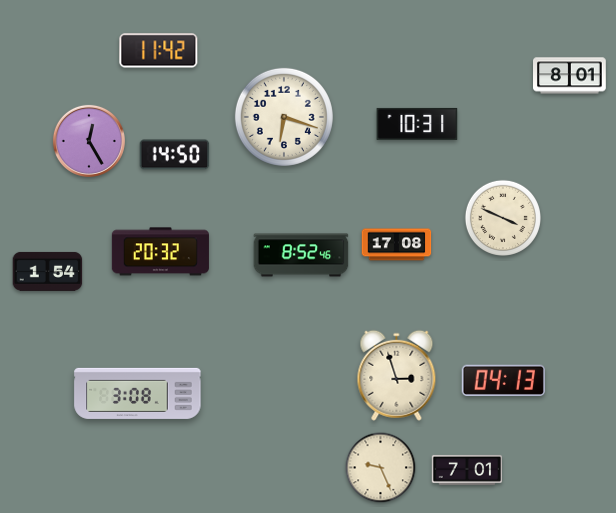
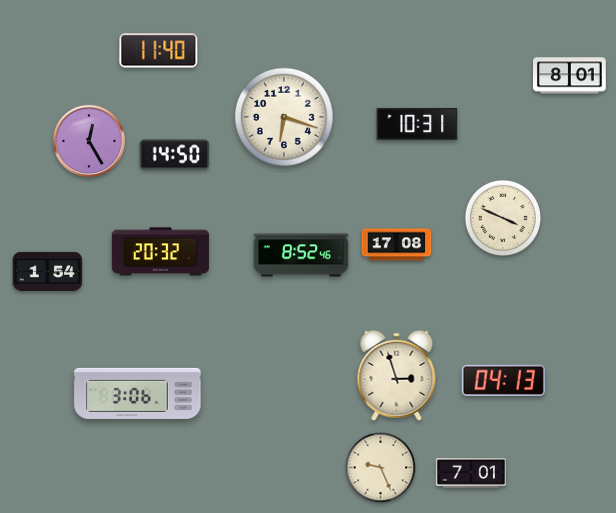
clock at (159, 51): 11:42 -> 11:40
clock at (138, 393): 3:08 -> 3:06
clock at (467, 470) position: (467, 470) -> (471, 473)
